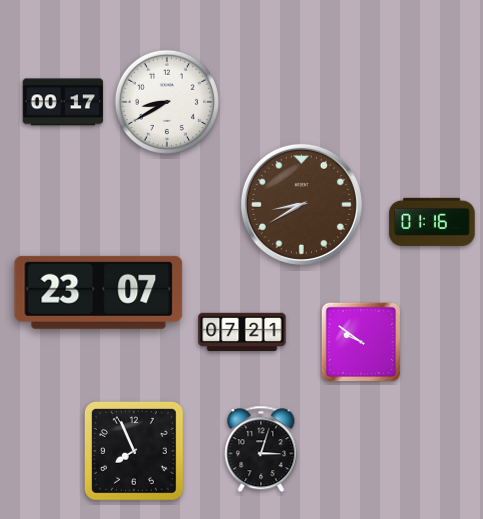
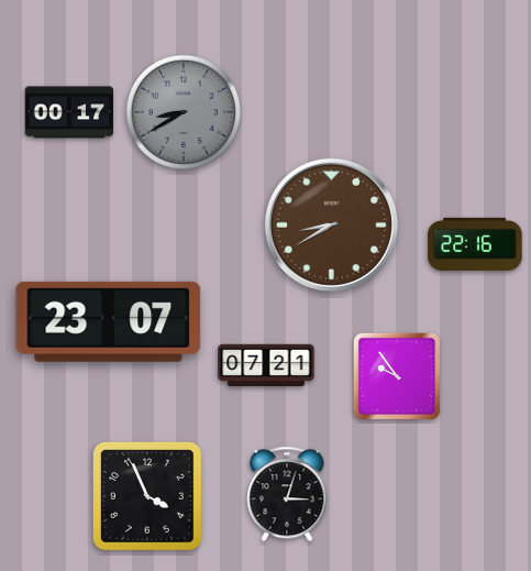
clock at (167, 102) dial: white -> grey
clock at (432, 222): 01:16 -> 22:16
clock at (360, 341): 9:51 -> 9:54
clock at (135, 452): 7:56 -> 3:56
